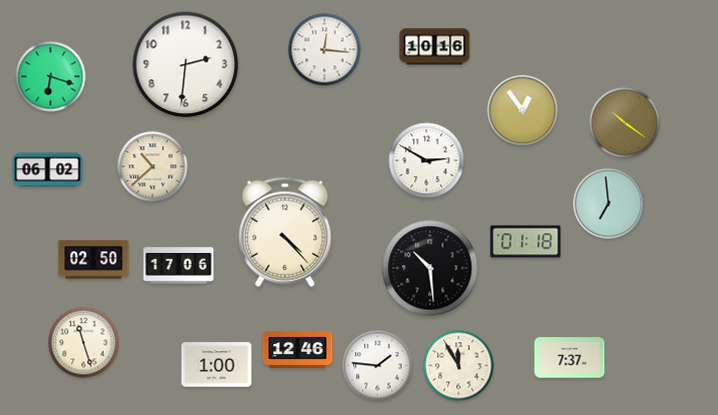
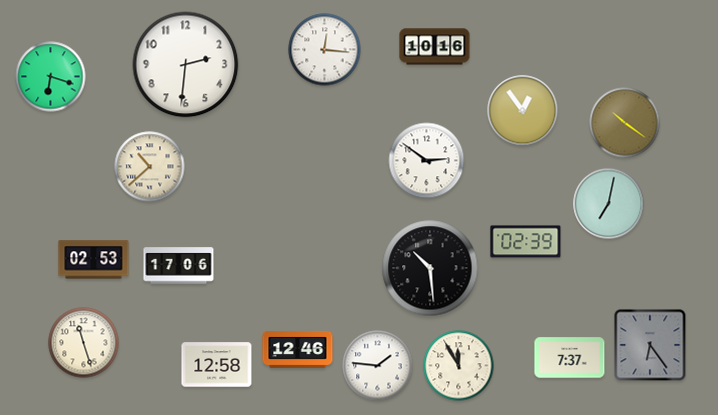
clock at (427, 161): 2:50 -> 2:51
clock at (153, 167) position: (153, 167) -> (150, 167)
clock at (48, 170): 06:02 -> none
clock at (609, 204): 6:59 -> 7:02
clock at (285, 232): 4:23 -> none
clock at (526, 242): 01:18 -> 02:39
clock at (94, 260): 02:50 -> 02:53
clock at (650, 345): none -> 6:24
clock at (217, 365): 1:00 -> 12:58
